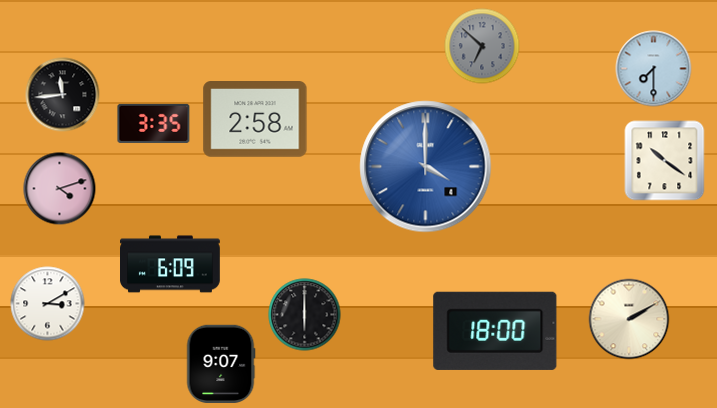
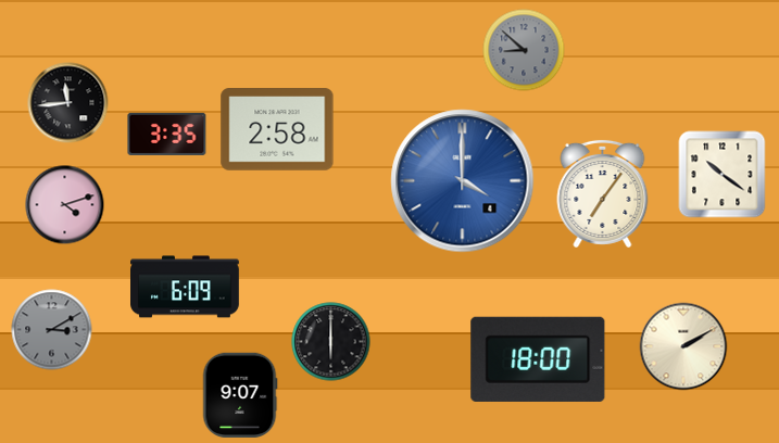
clock at (482, 46): 6:52 -> 8:52
clock at (654, 69): 7:30 -> none
clock at (603, 193): none -> 7:06
clock at (48, 304) dial: white -> grey
